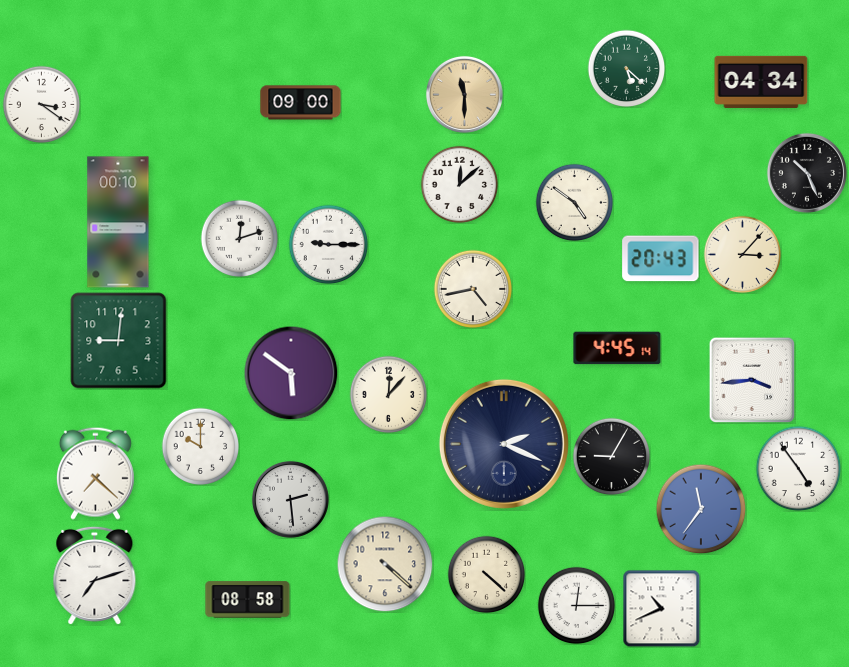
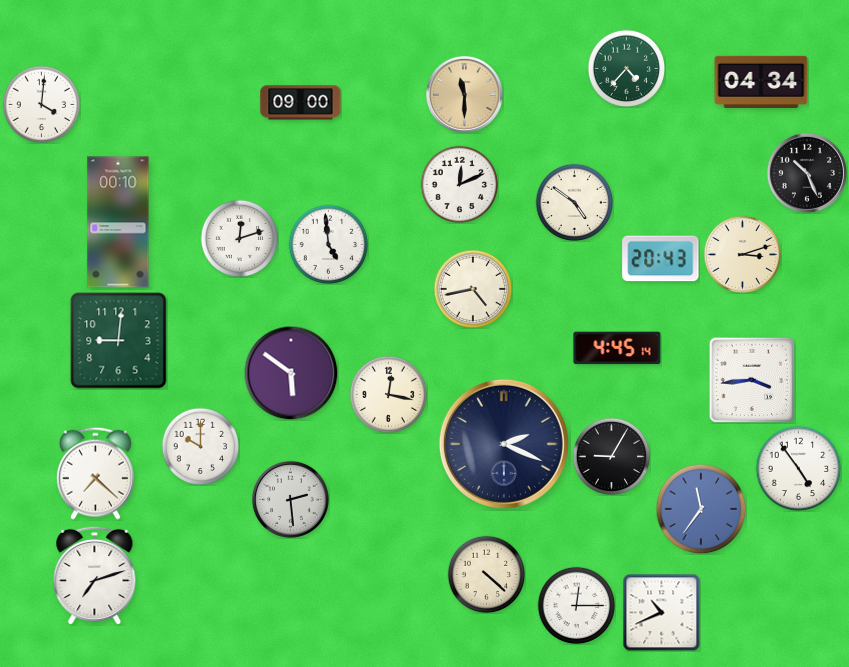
clock at (626, 68): 5:22 -> 4:37
clock at (41, 104): 3:21 -> 4:01
clock at (459, 184): 12:08 -> 12:11
clock at (328, 244): 9:15 -> 4:59
clock at (742, 254): 3:07 -> 3:12
clock at (388, 394): 12:07 -> 12:17
clock at (385, 564): 4:22 -> none
clock at (248, 600): 08:58 -> none
clock at (661, 608) position: (661, 608) -> (661, 612)
